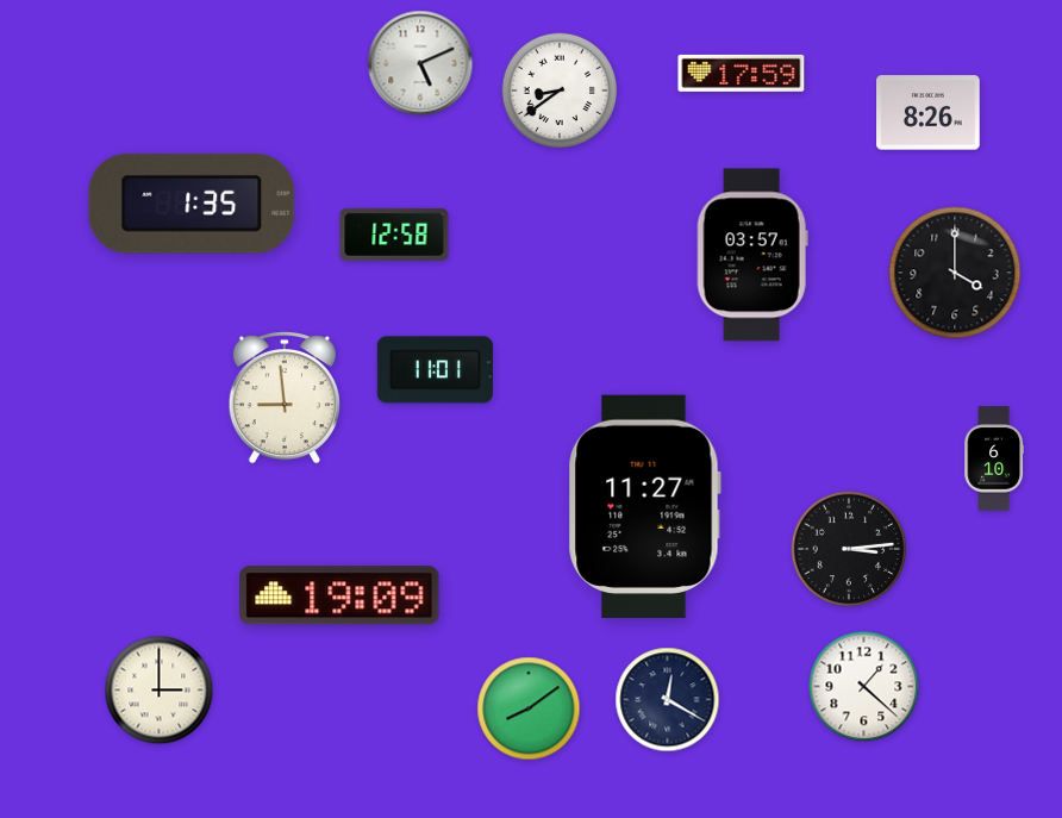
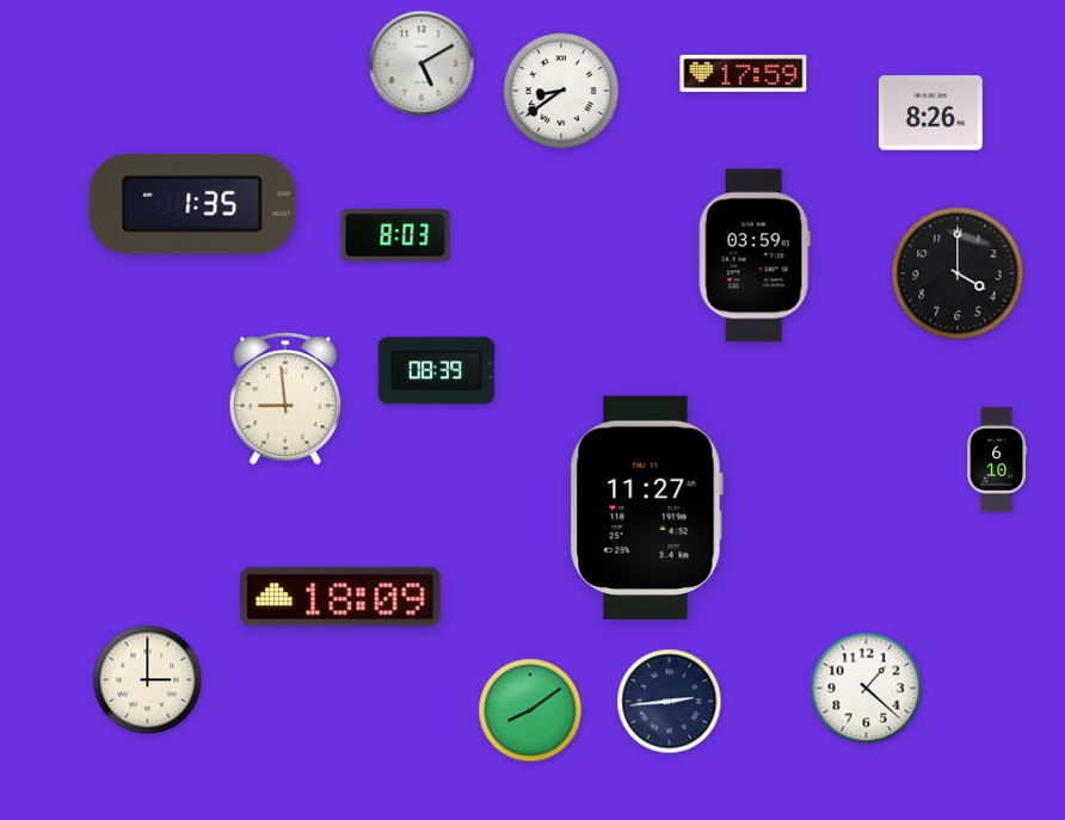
clock at (420, 63): 5:11 -> 5:10
clock at (394, 235): 12:58 -> 8:03
clock at (752, 255): 03:57 -> 03:59
clock at (435, 370): 11:01 -> 08:39
clock at (849, 549): 3:14 -> none
clock at (339, 595): 19:09 -> 18:09
clock at (160, 691) position: (160, 691) -> (148, 680)
clock at (668, 700): 12:20 -> 2:44
